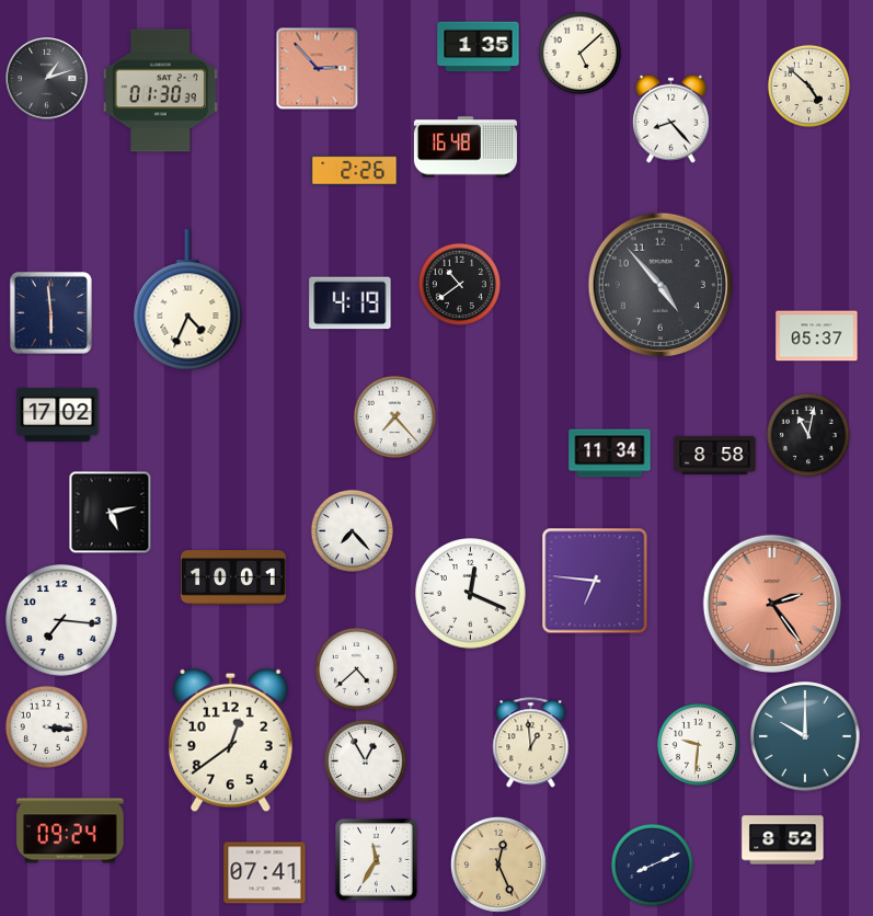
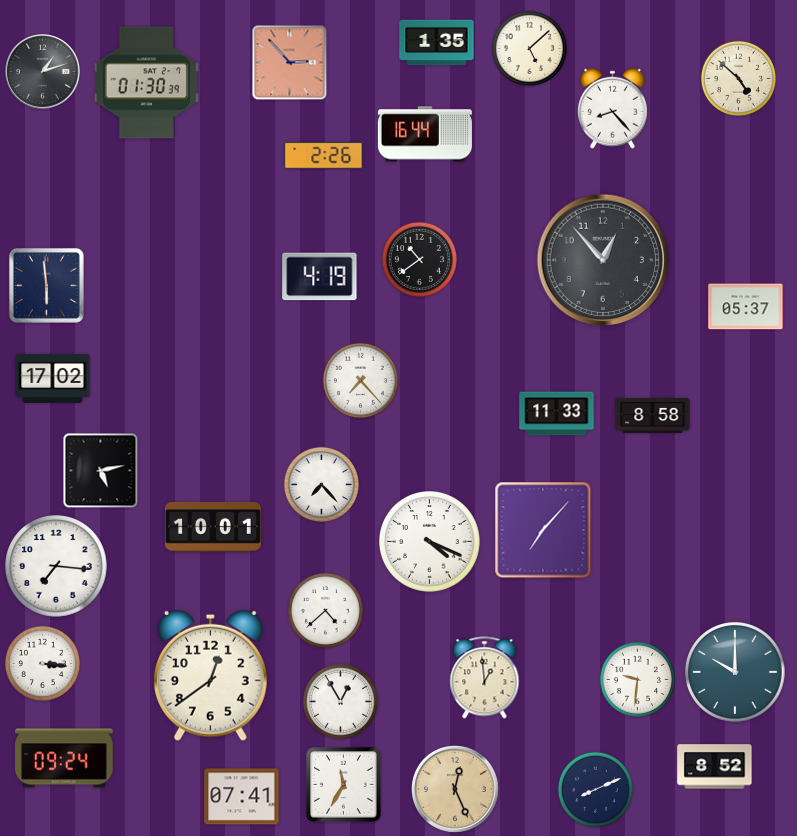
clock at (466, 147): 16:48 -> 16:44
clock at (661, 285): 4:53 -> 12:53
clock at (188, 300): 4:34 -> none
clock at (808, 435): 11:02 -> none
clock at (610, 454): 11:34 -> 11:33
clock at (111, 513) position: (111, 513) -> (101, 471)
clock at (595, 581): 6:46 -> 7:07
clock at (471, 594): 12:19 -> 4:19
clock at (771, 603): 2:24 -> none
clock at (365, 760) position: (365, 760) -> (340, 701)
